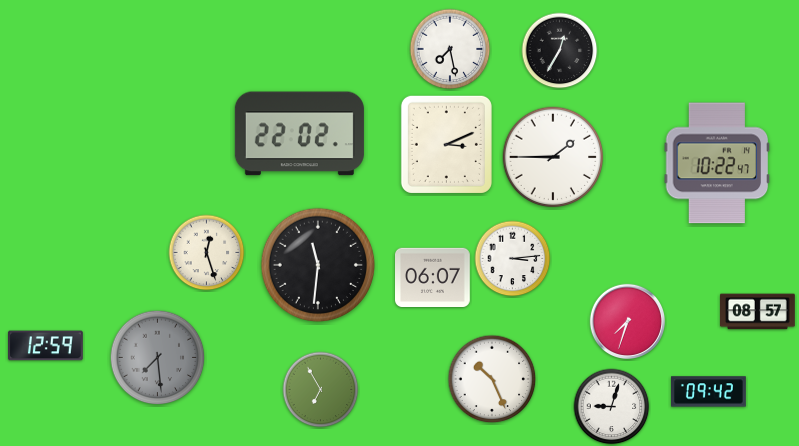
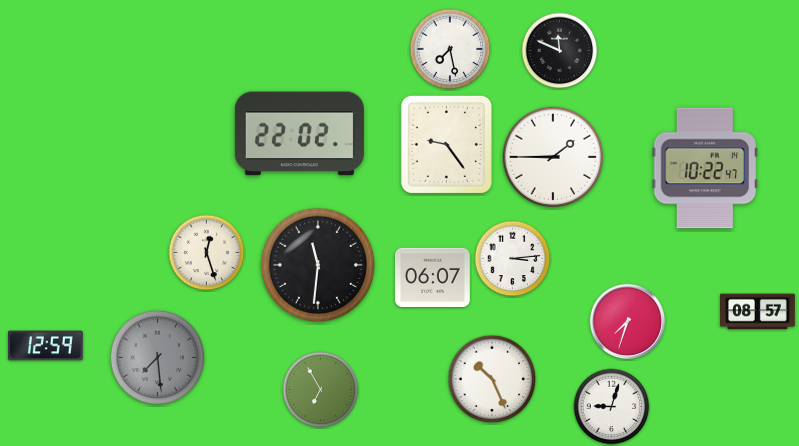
clock at (560, 51): 12:35 -> 11:49
clock at (446, 144): 3:11 -> 9:24
clock at (717, 163) position: (717, 163) -> (705, 168)
clock at (709, 392): 09:42 -> none
